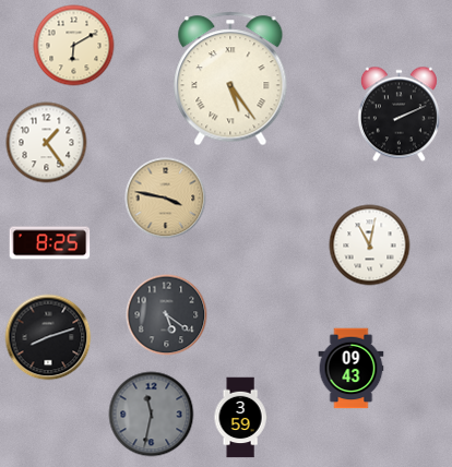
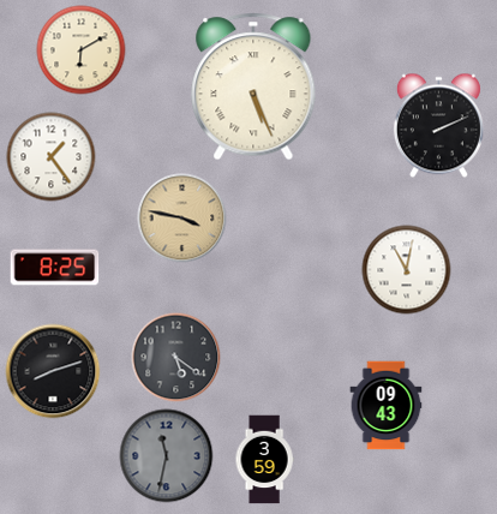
clock at (230, 79): 5:24 -> 5:26
clock at (167, 315) position: (167, 315) -> (176, 358)
